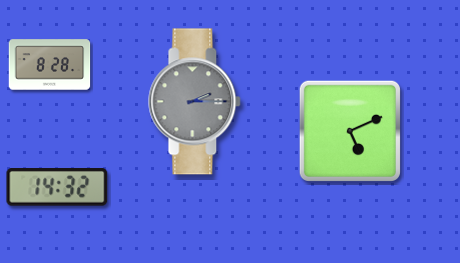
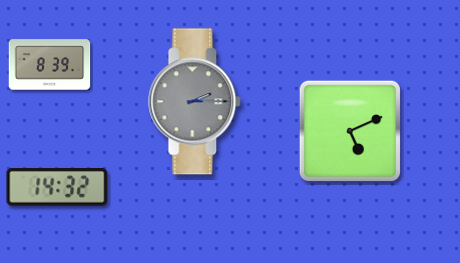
clock at (50, 65): 8:28 -> 8:39
